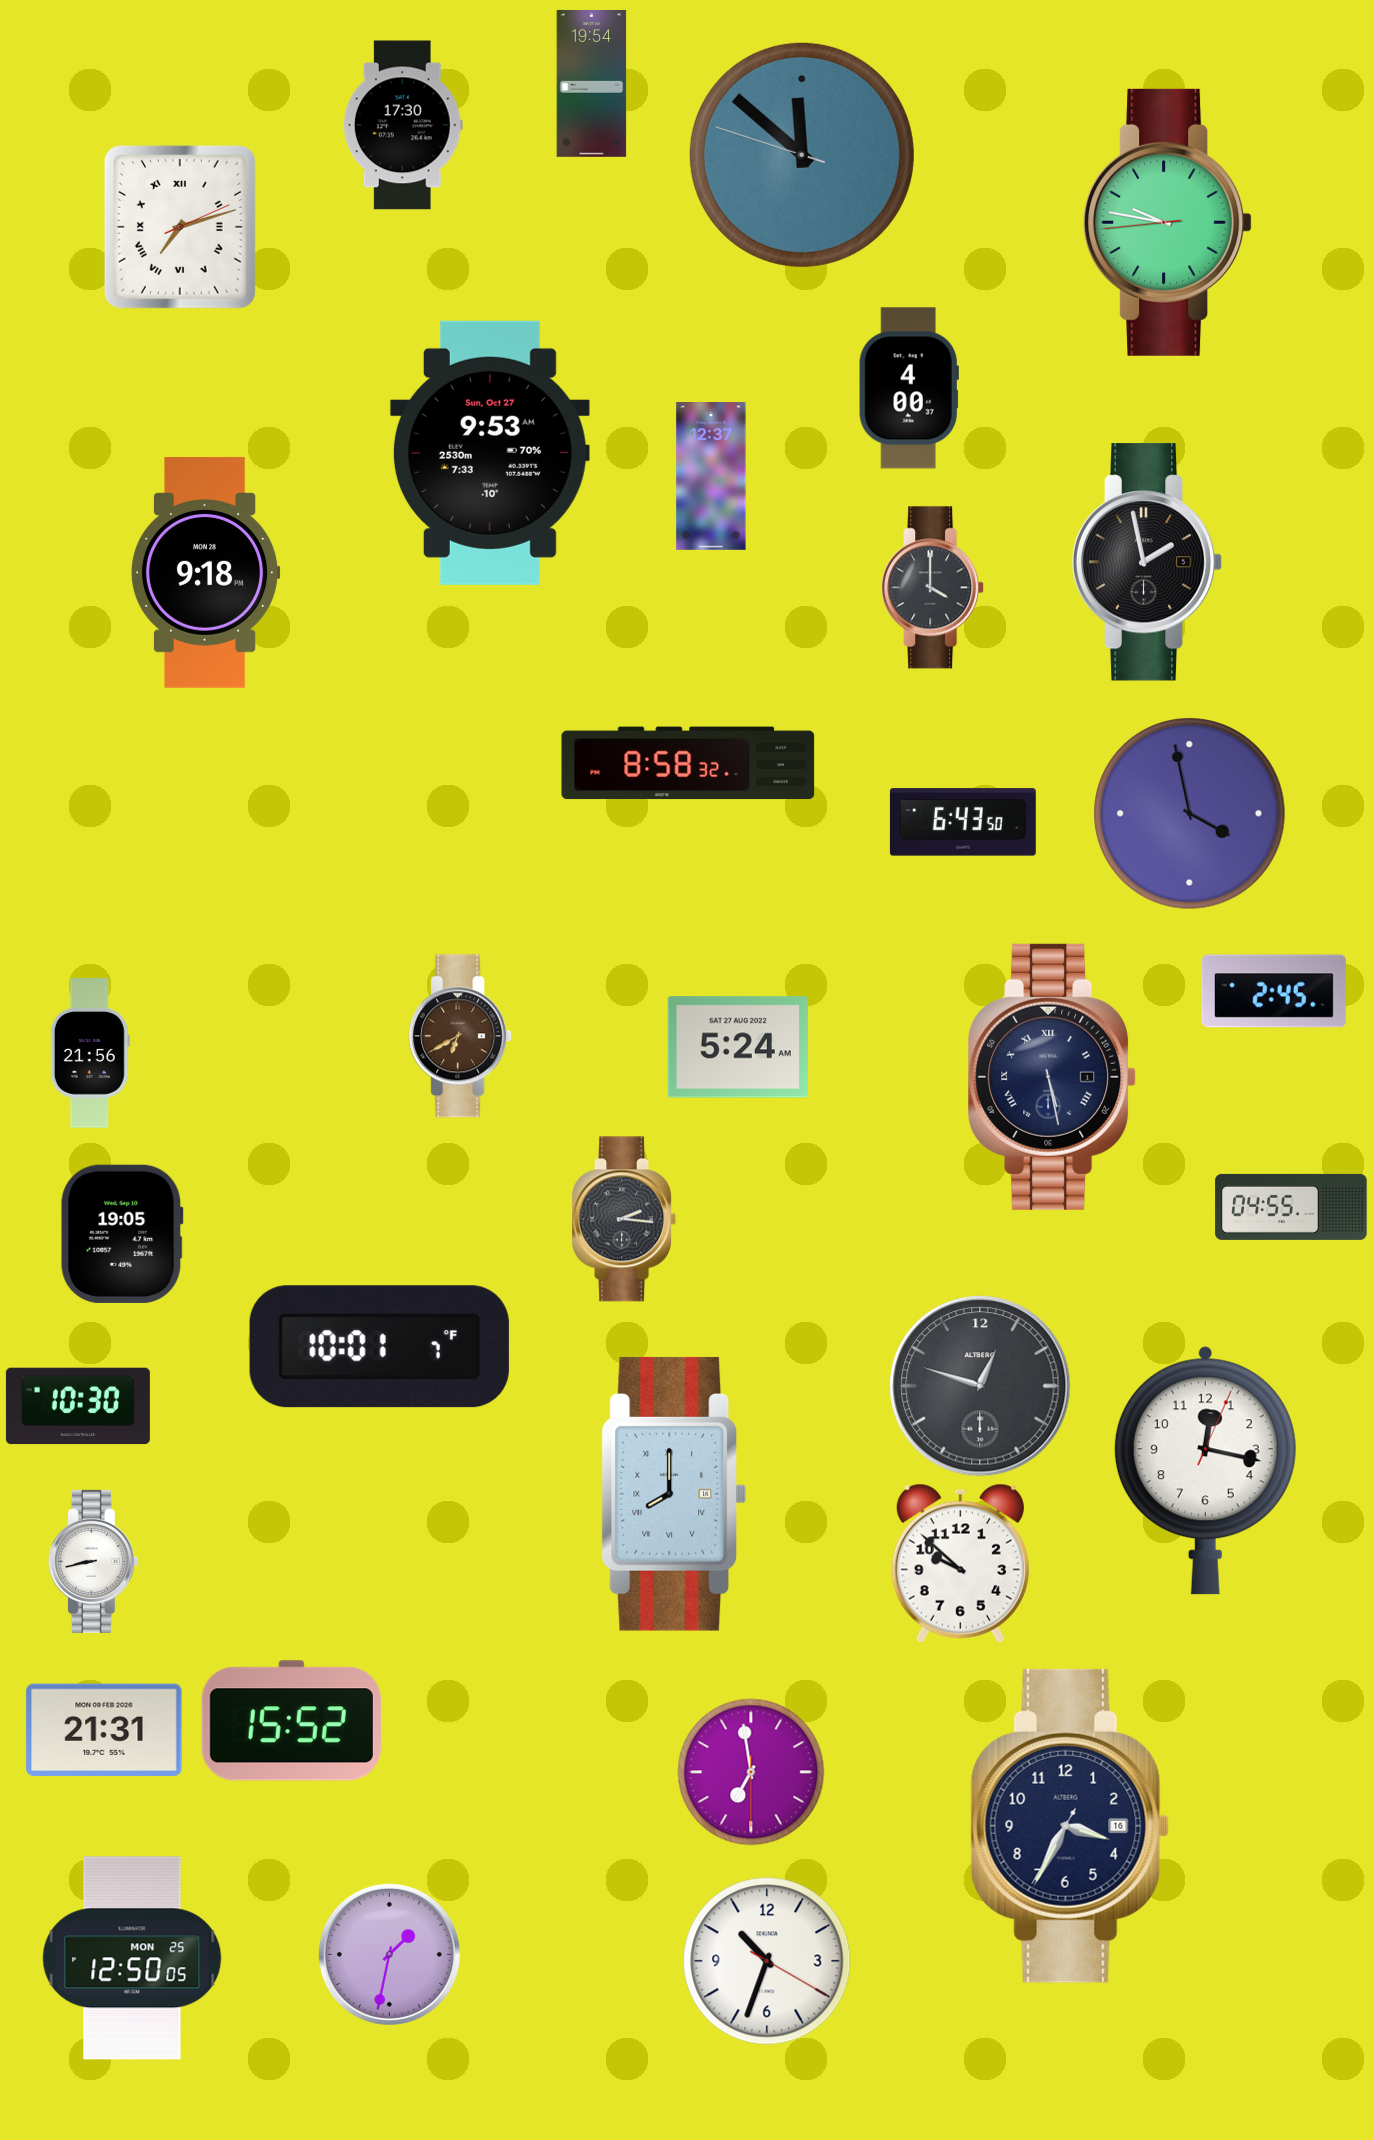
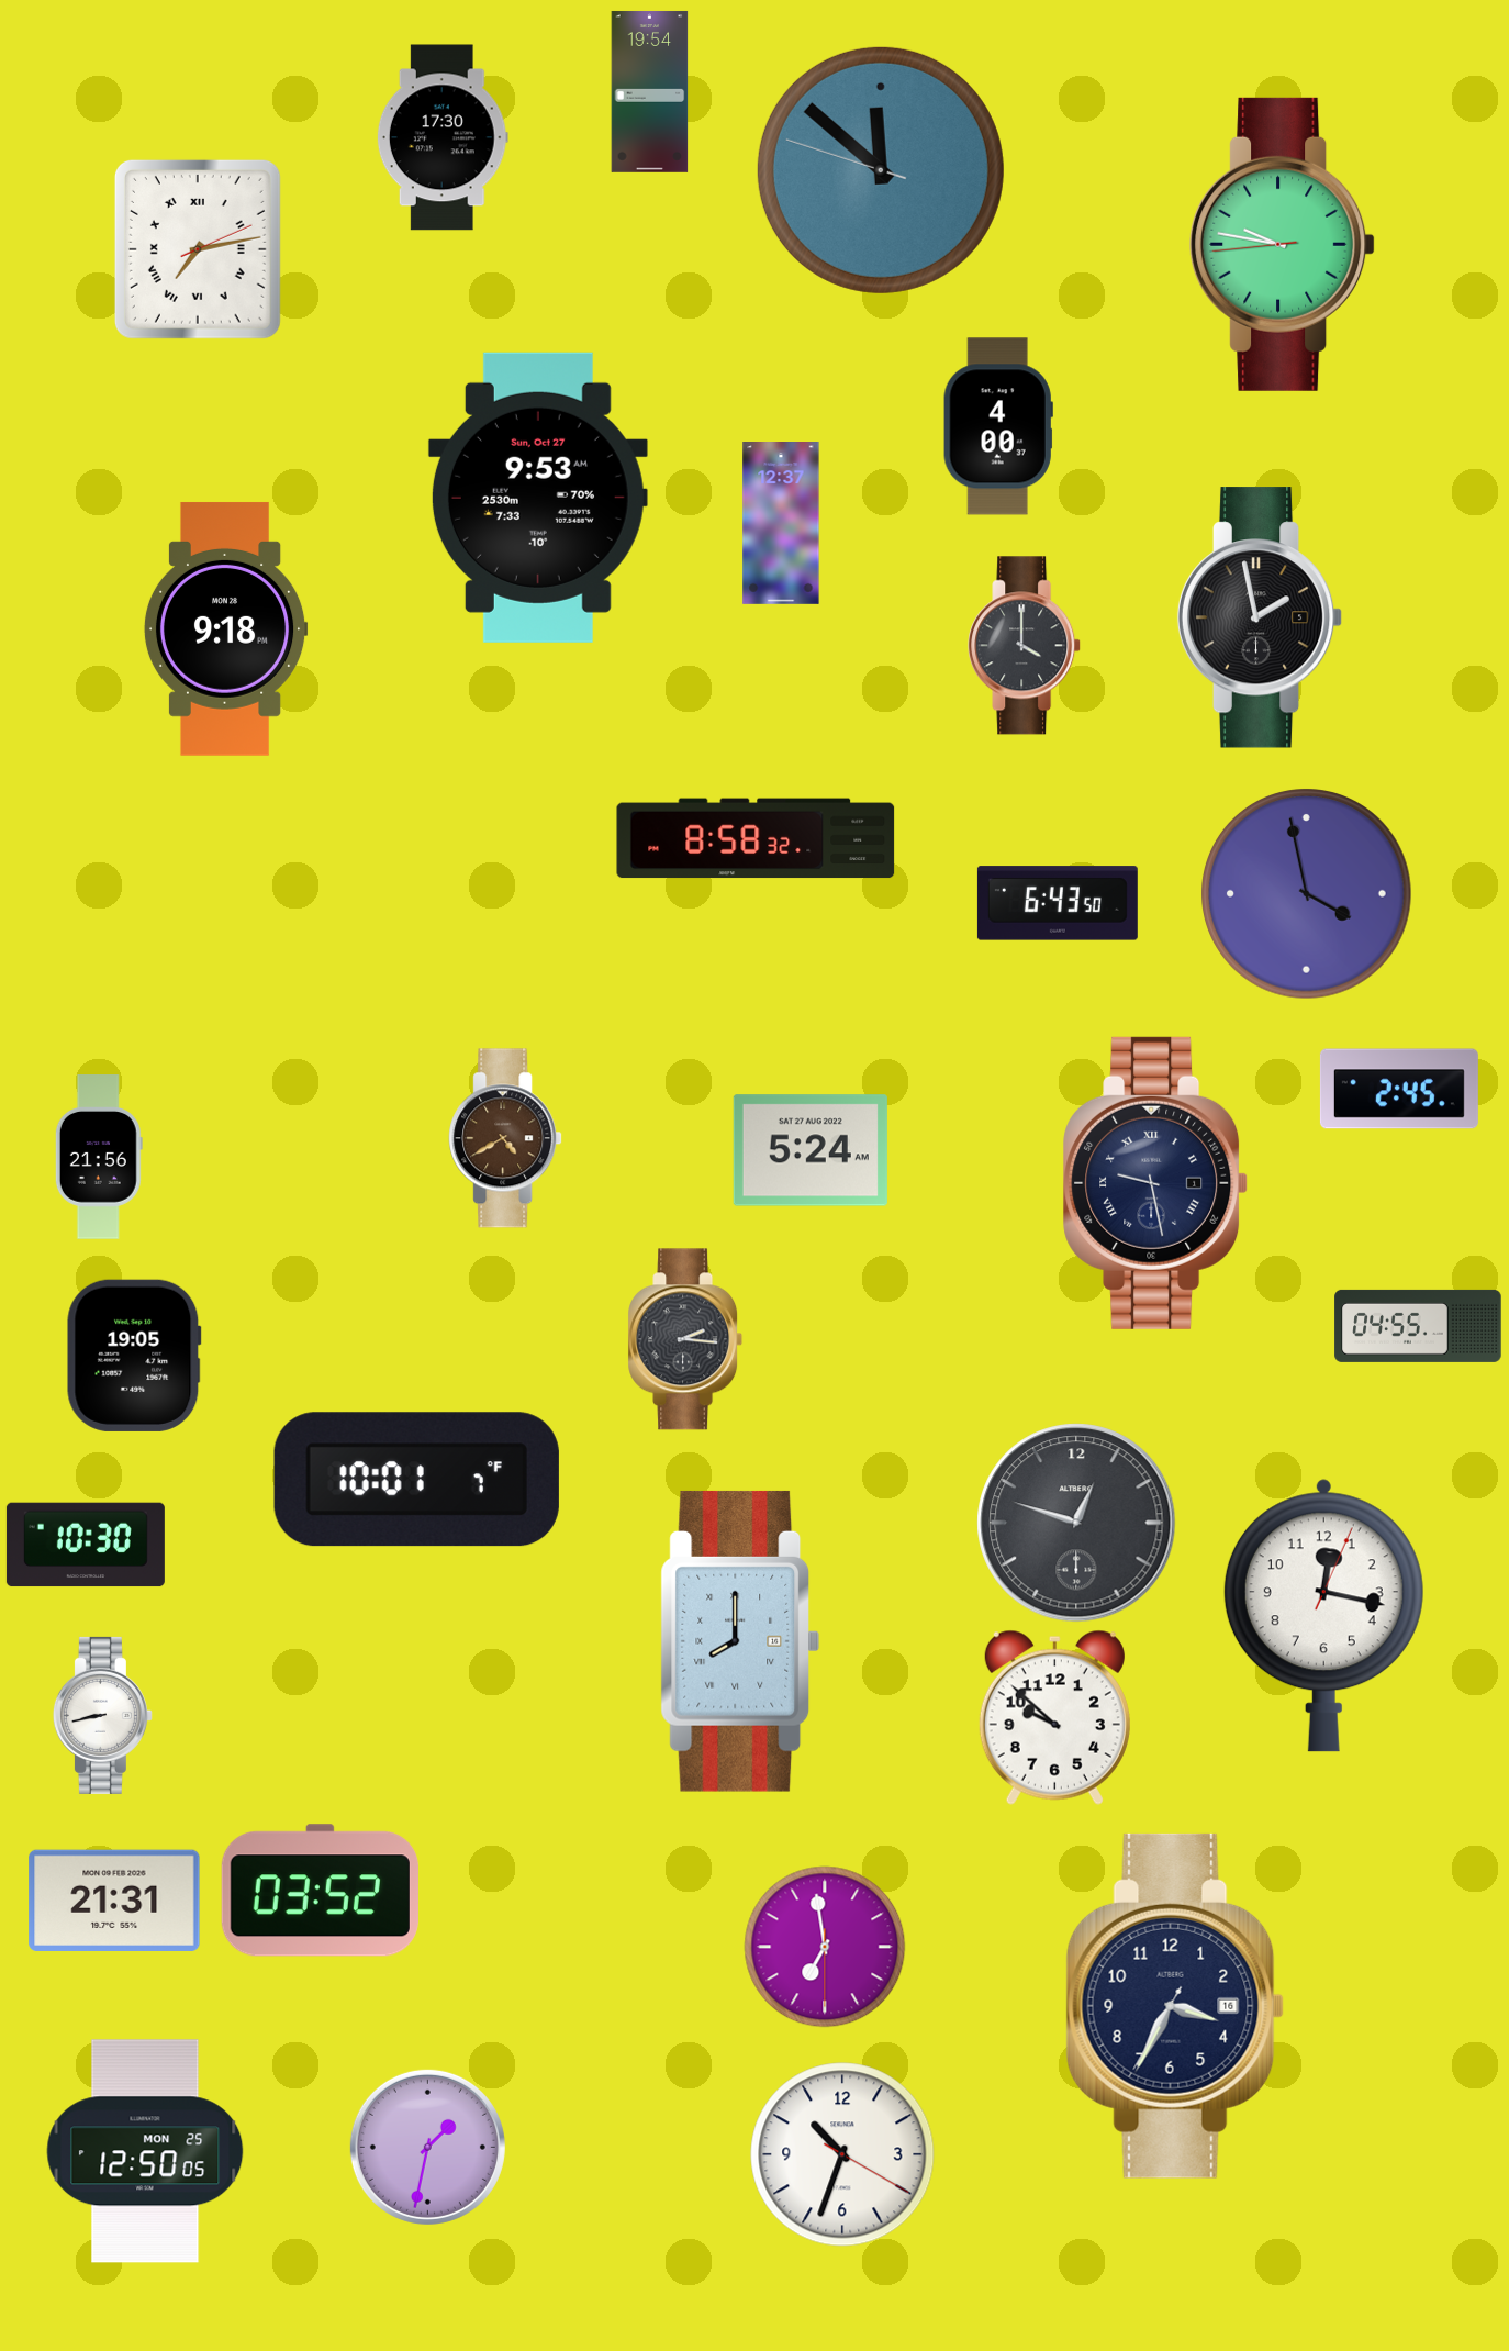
clock at (180, 227): 7:12 -> 7:13
clock at (460, 1036): 6:40 -> 4:40
clock at (1052, 1077): 5:28 -> 9:28
clock at (291, 1721): 15:52 -> 03:52
